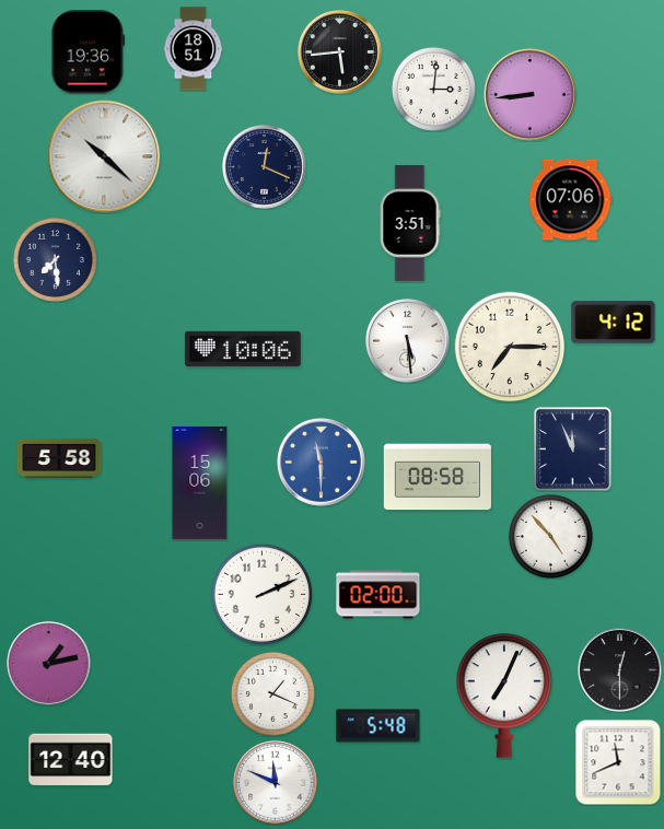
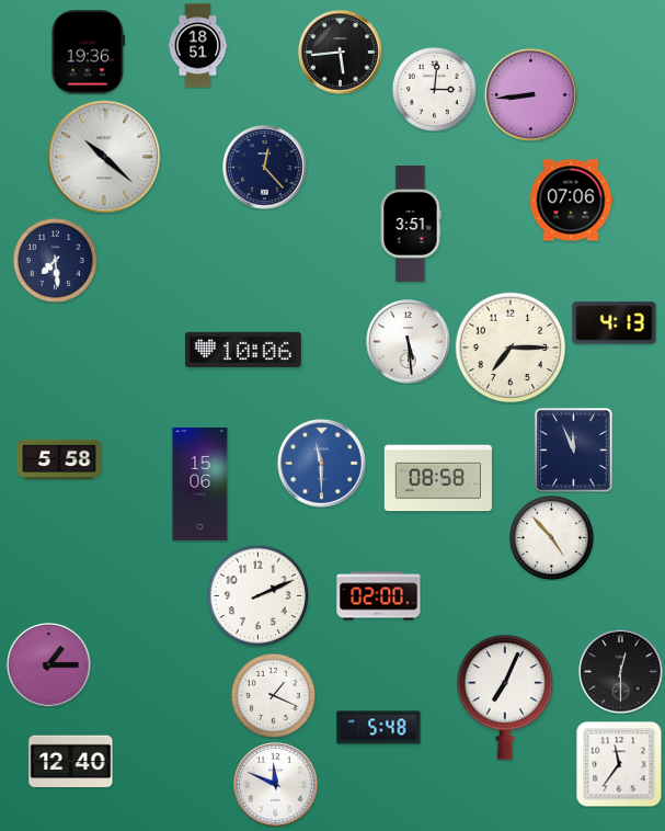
clock at (194, 49) position: (194, 49) -> (198, 46)
clock at (265, 167): 12:19 -> 12:23
clock at (614, 323): 4:12 -> 4:13
clock at (261, 594) position: (261, 594) -> (257, 595)
clock at (49, 664): 1:13 -> 1:15
clock at (618, 762): 11:41 -> 11:36
